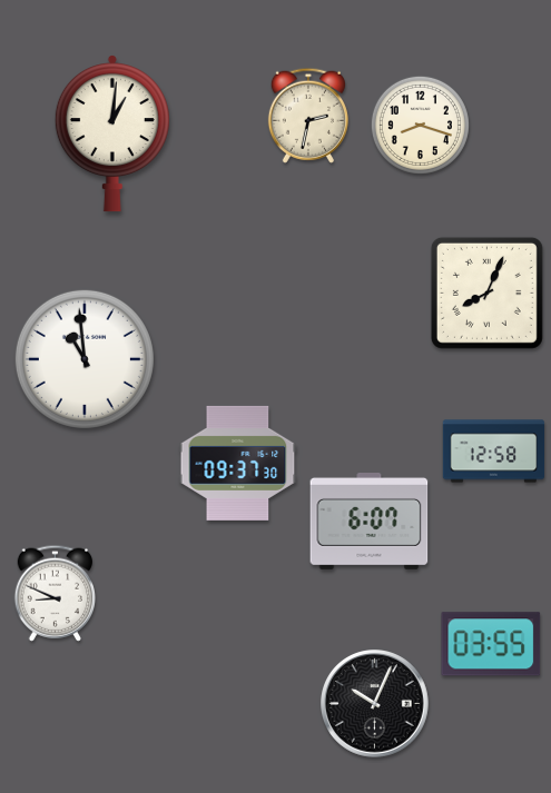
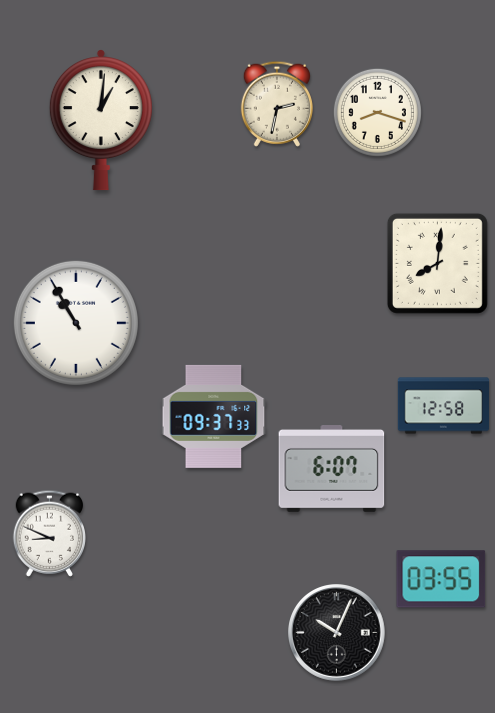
clock at (486, 293): 8:04 -> 8:01
clock at (85, 359): 10:59 -> 10:55
clock at (238, 463): 09:37:30 -> 09:37:33
